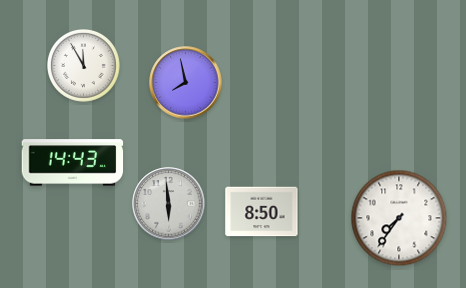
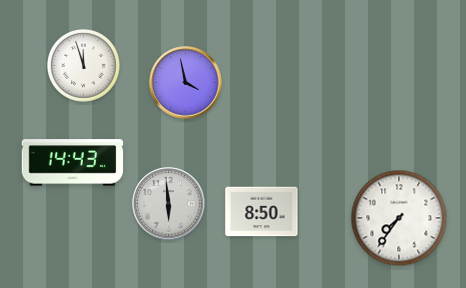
clock at (83, 65): 11:55 -> 11:57
clock at (186, 83): 7:58 -> 3:58
